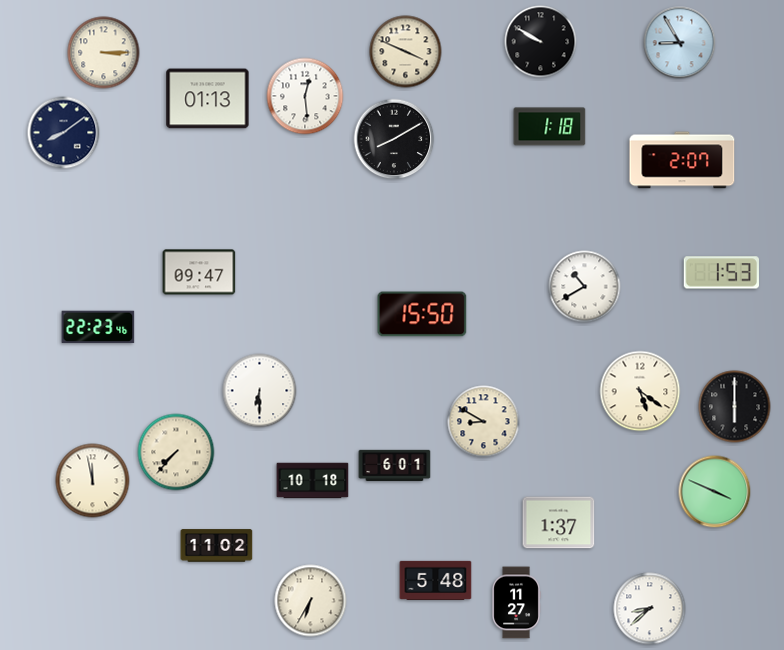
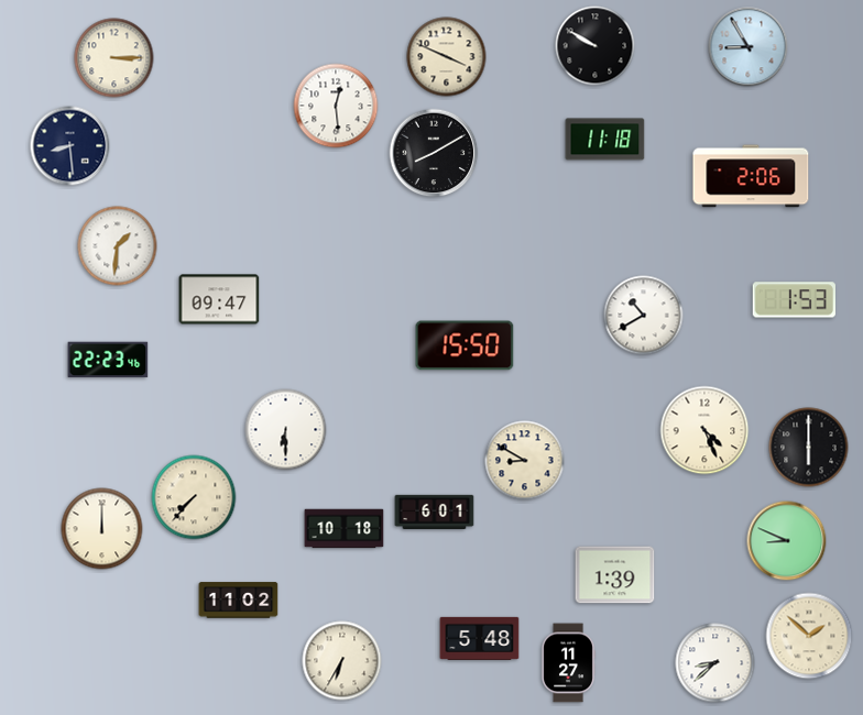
clock at (208, 99): 01:13 -> none
clock at (550, 127): 1:18 -> 11:18
clock at (64, 133): 8:09 -> 8:29
clock at (682, 160): 2:07 -> 2:06
clock at (118, 246): none -> 1:31
clock at (640, 391): 5:21 -> 4:26
clock at (484, 422) position: (484, 422) -> (525, 461)
clock at (93, 481): 11:58 -> 12:00
clock at (715, 492): 3:49 -> 8:49
clock at (559, 523): 1:37 -> 1:39
clock at (809, 636): none -> 1:52
clock at (650, 609) position: (650, 609) -> (715, 663)
